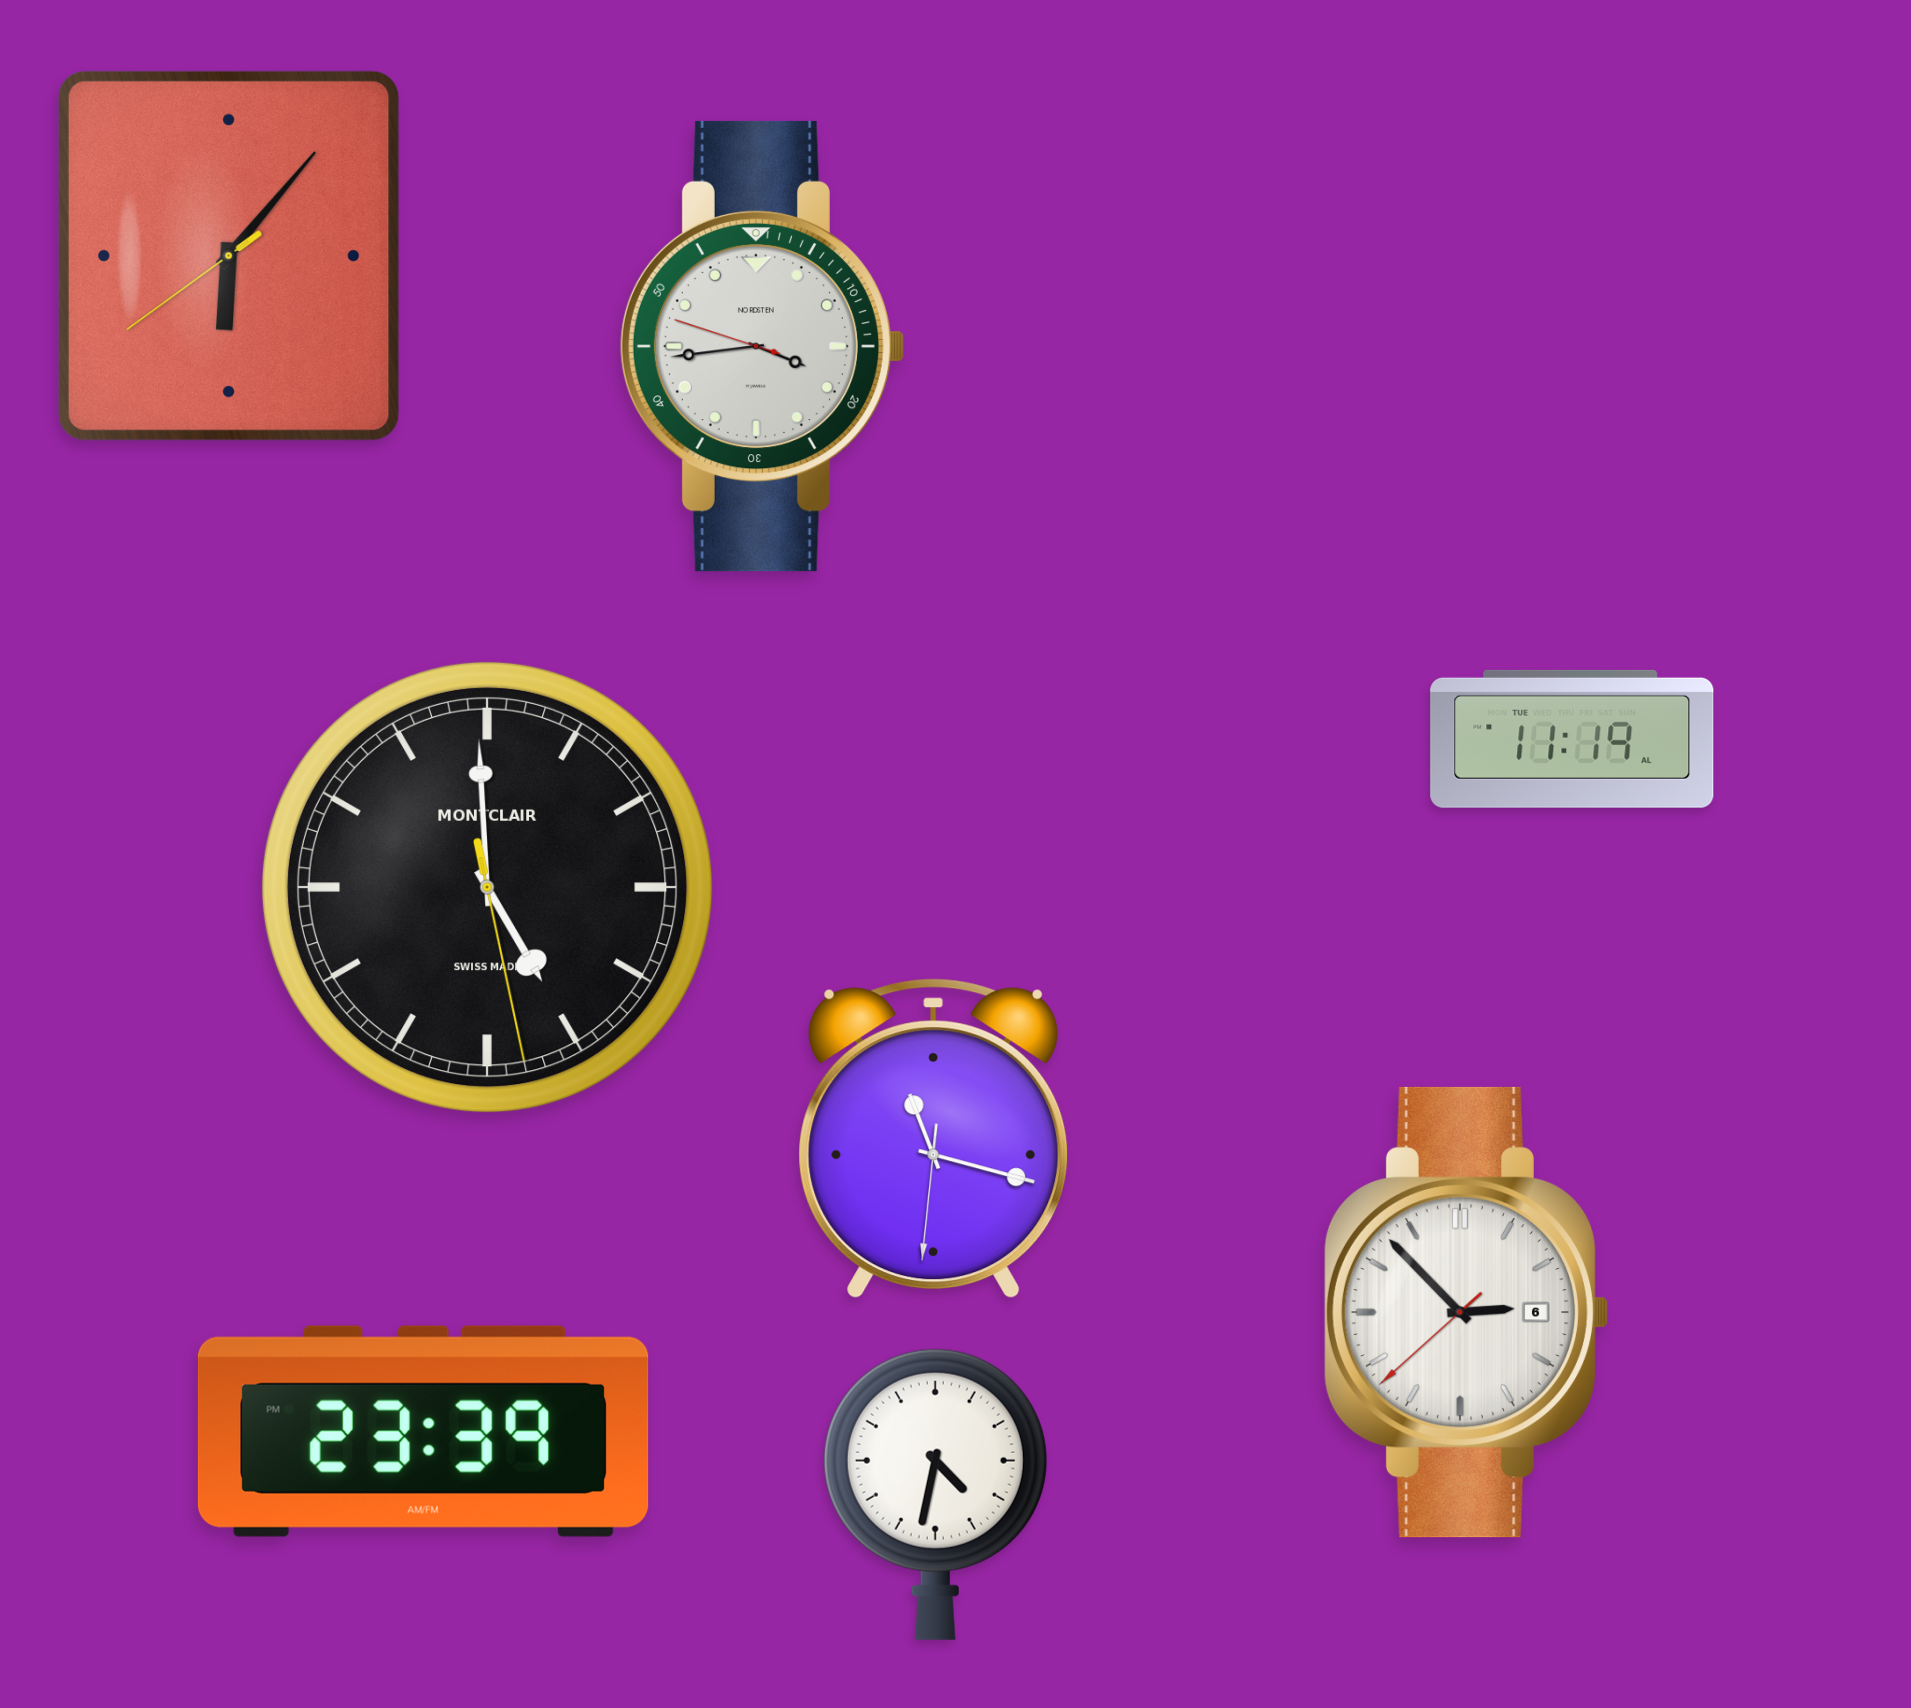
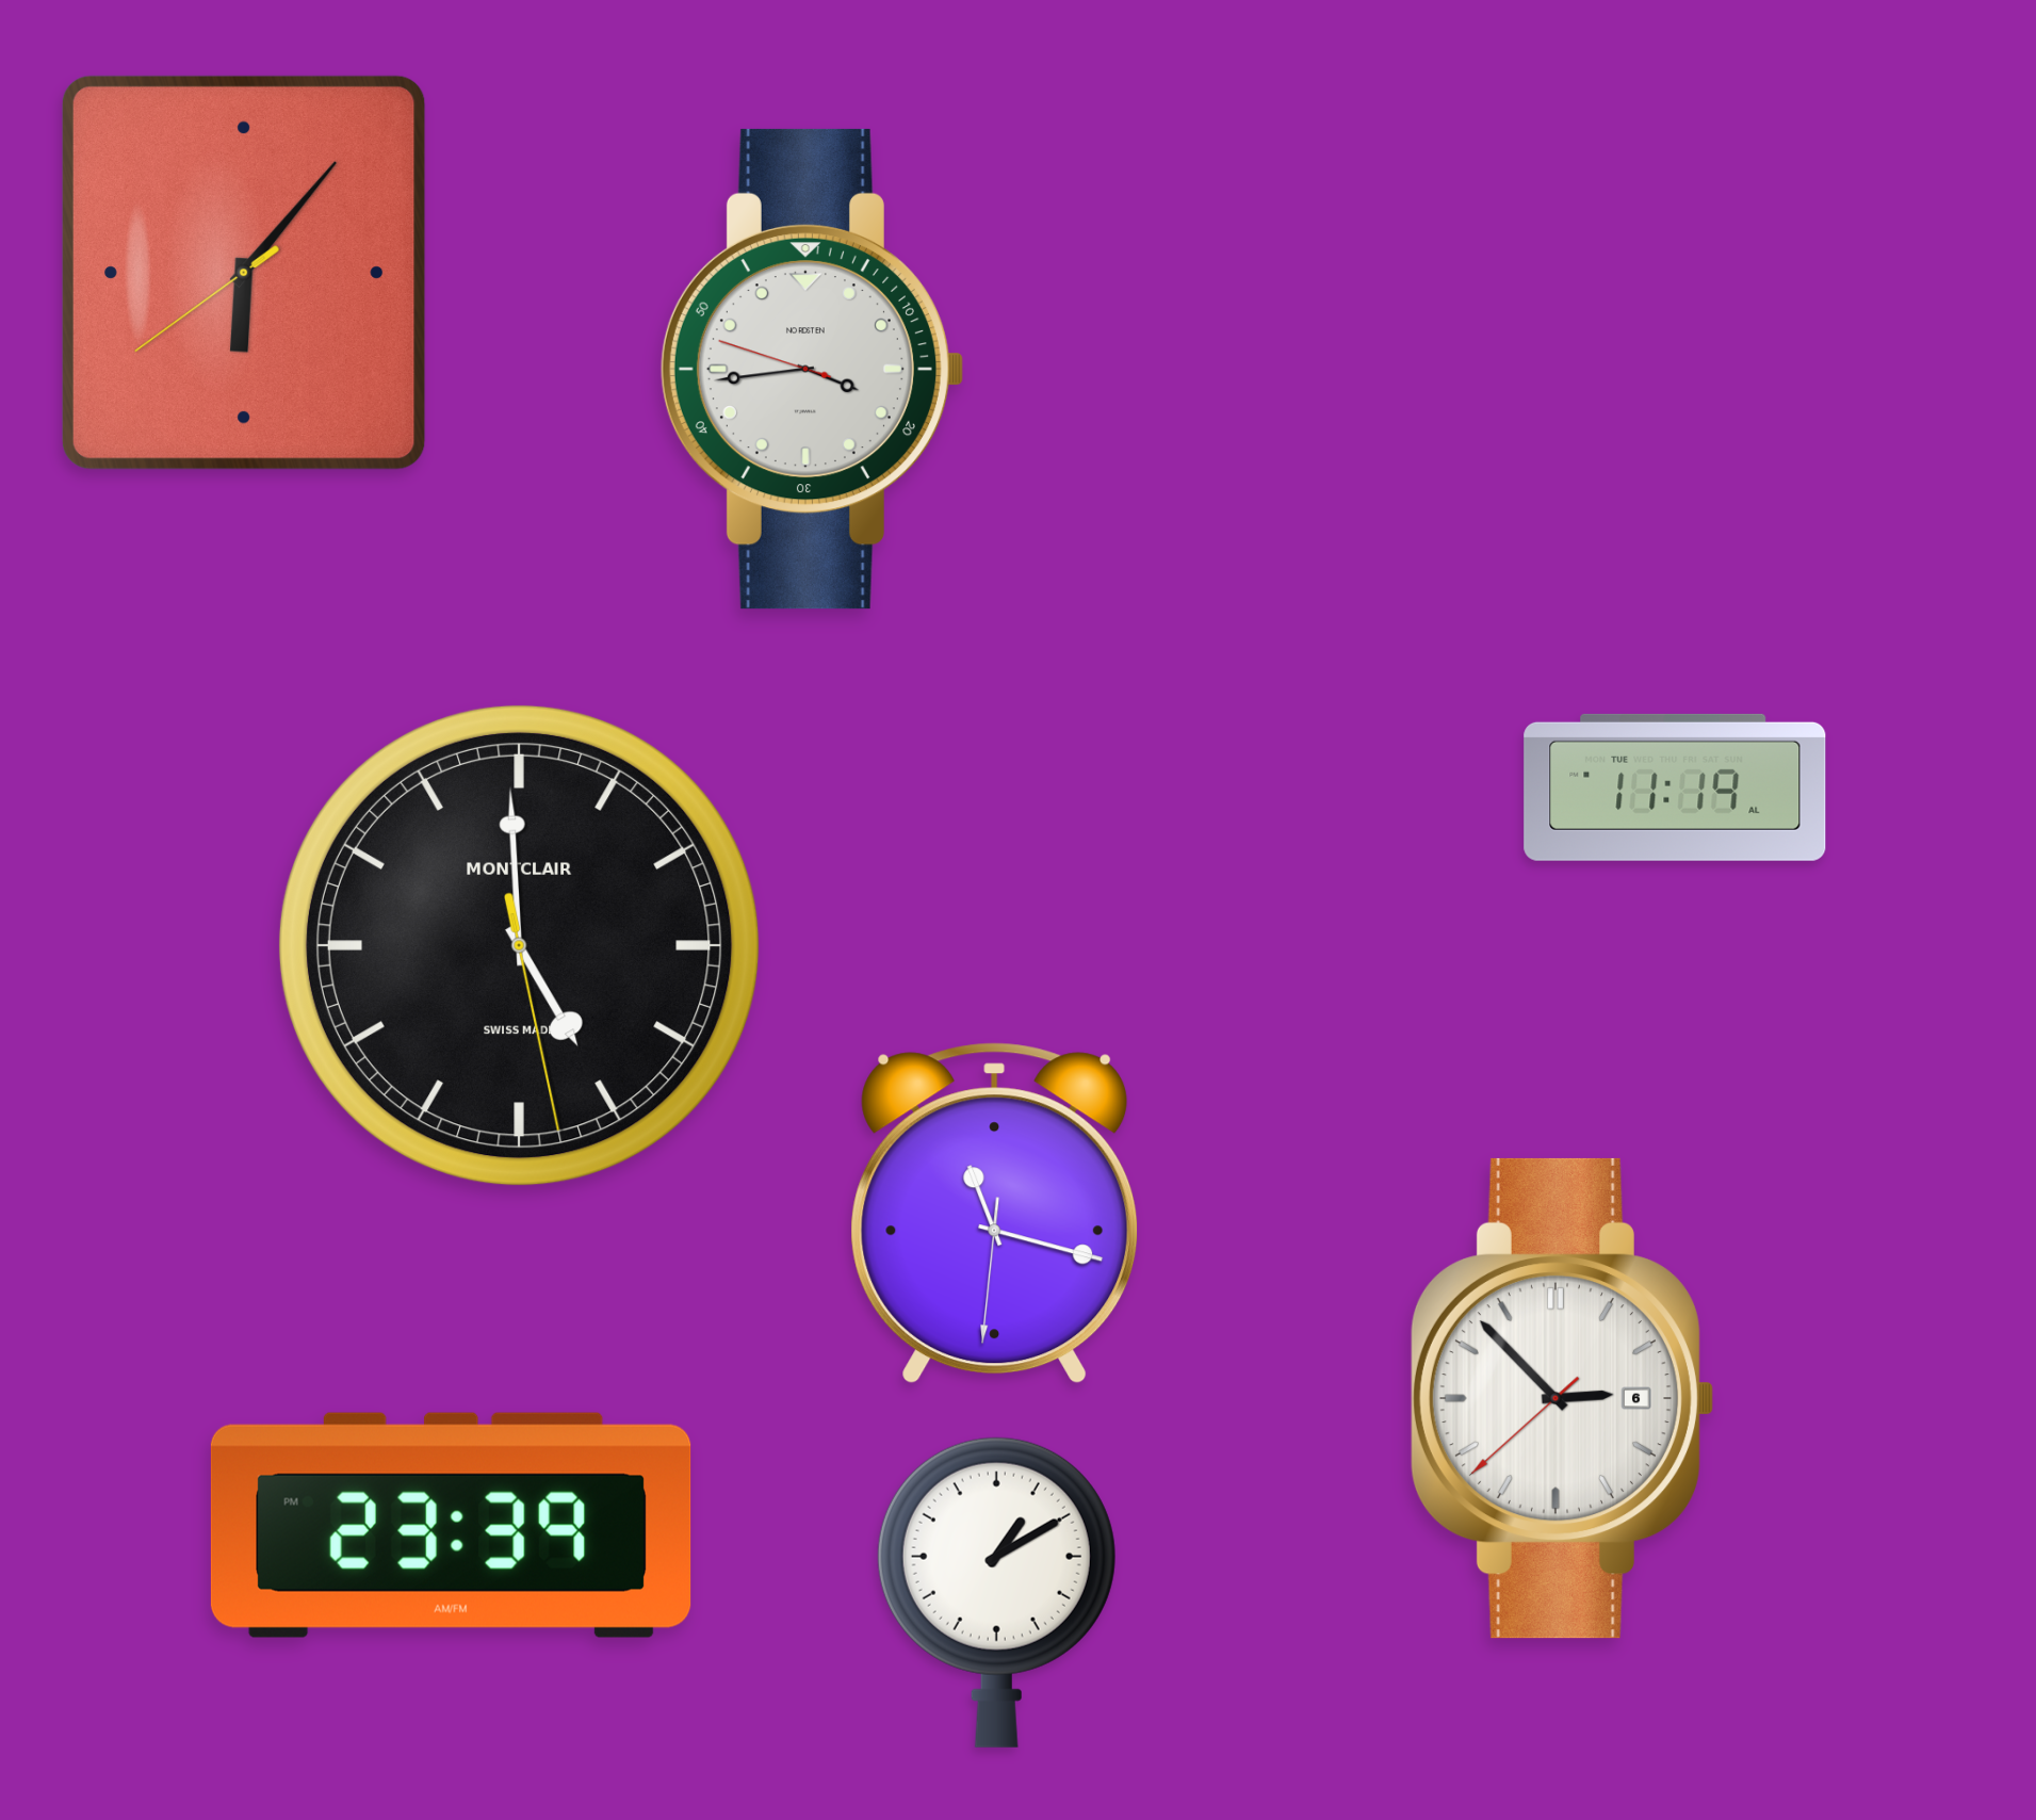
clock at (935, 1494): 4:32 -> 1:10
